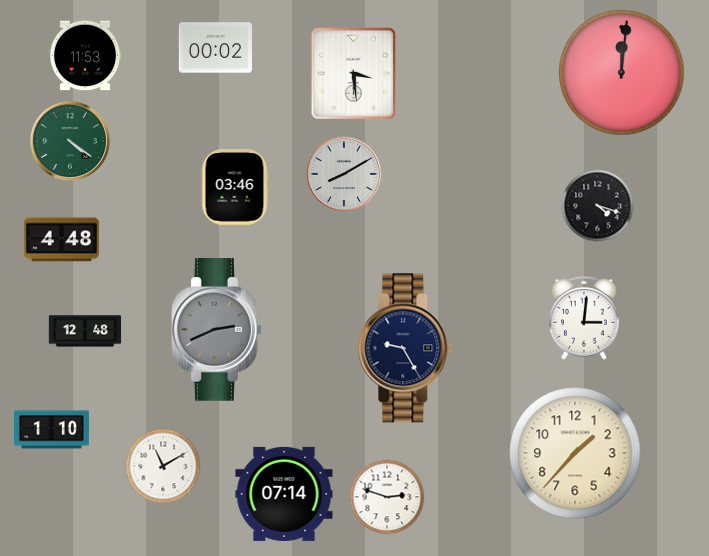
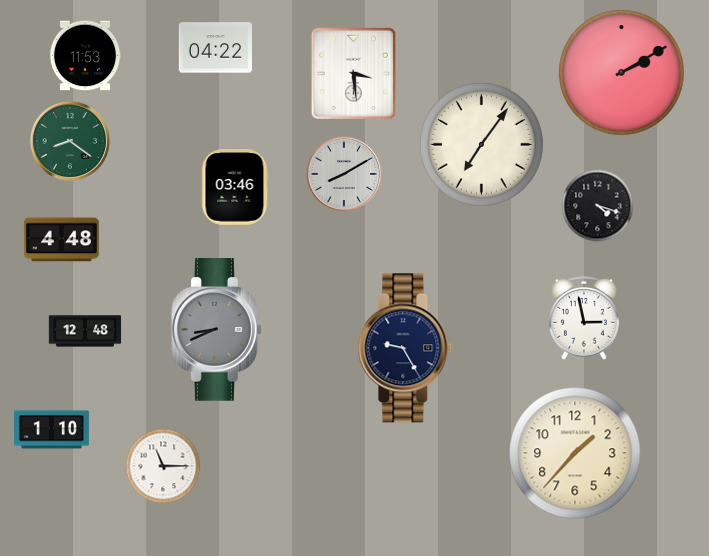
clock at (215, 48): 00:02 -> 04:22
clock at (622, 73): 12:01 -> 2:10
clock at (70, 141): 4:21 -> 8:21
clock at (482, 145): none -> 7:06
clock at (585, 318): 3:01 -> 2:58
clock at (217, 330): 2:41 -> 8:41
clock at (163, 466): 11:10 -> 11:15
clock at (284, 494): 07:14 -> none
clock at (387, 497): 2:48 -> none
